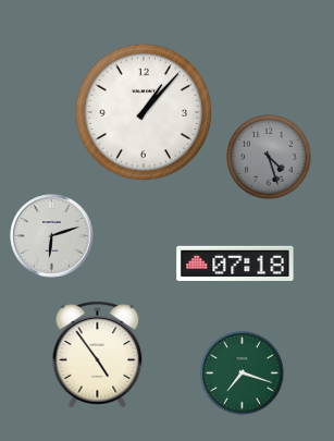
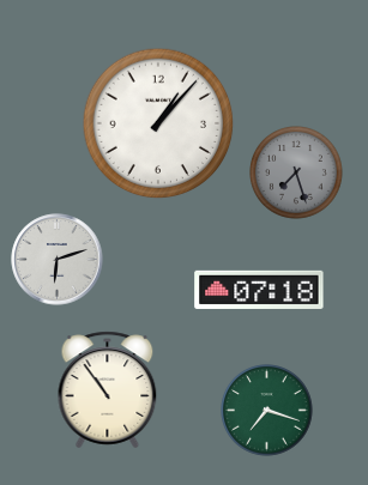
clock at (270, 158): 4:27 -> 7:27
clock at (98, 355): 4:54 -> 10:54
